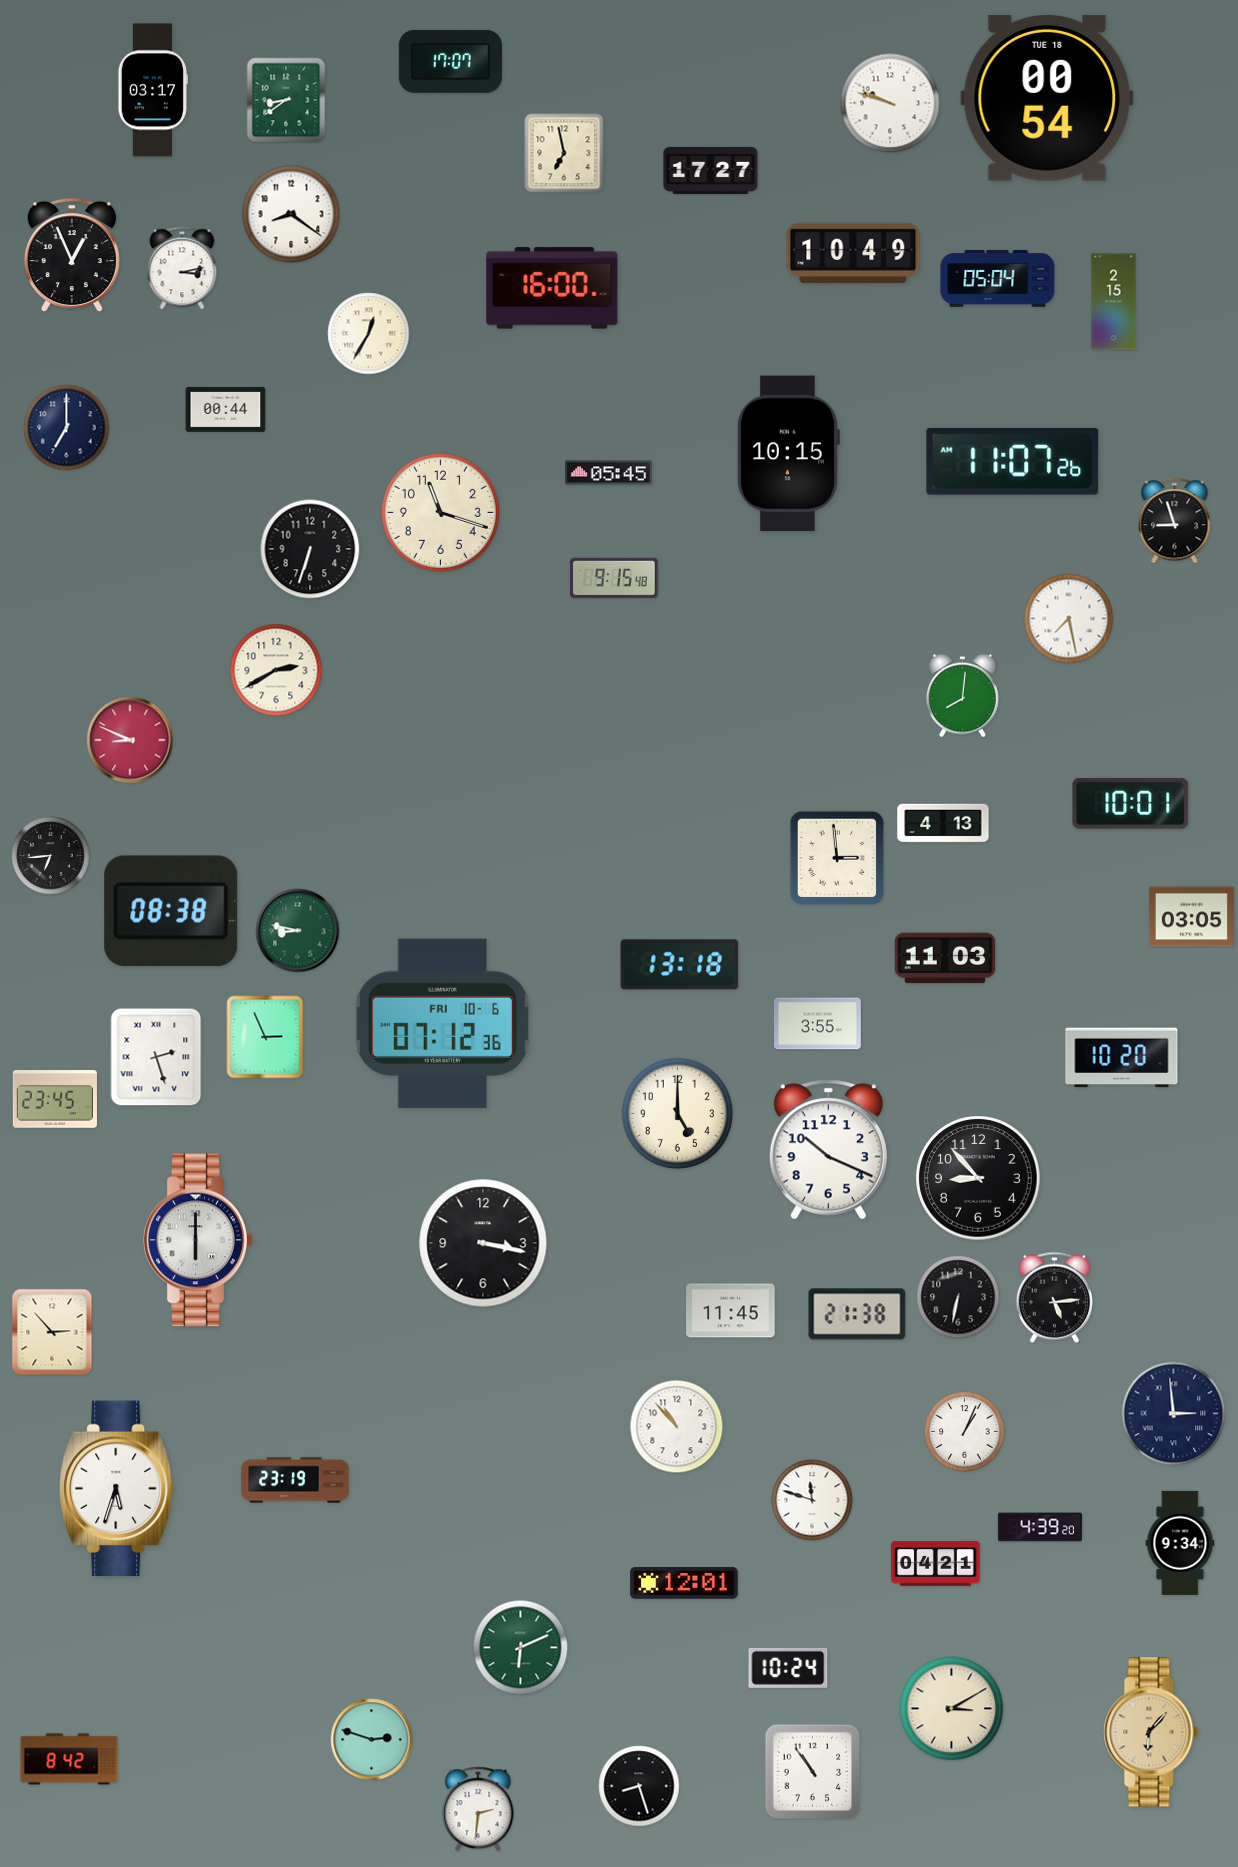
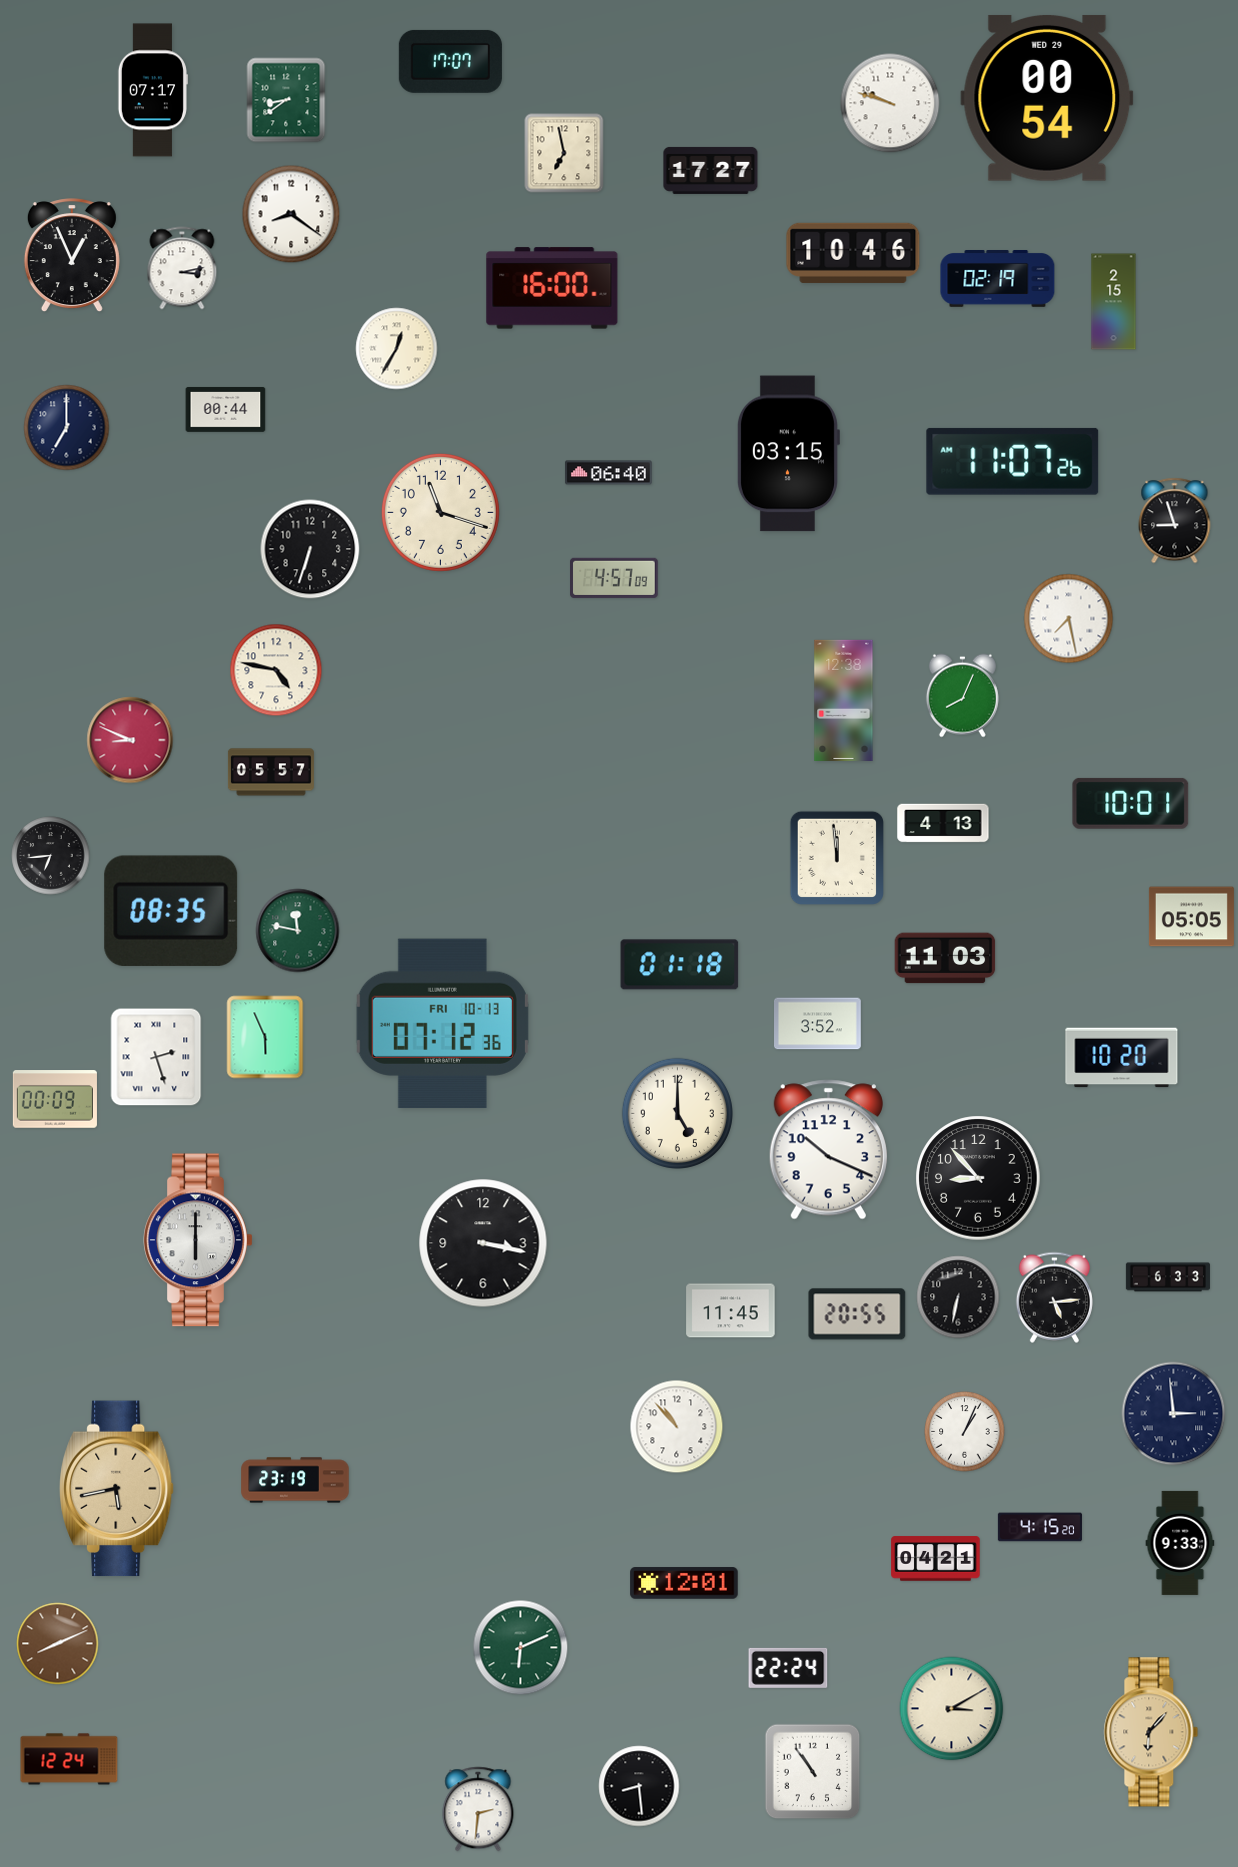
clock at (153, 90): 03:17 -> 07:17
clock at (1047, 98) date: TUE 18 -> WED 29
clock at (853, 253): 10:49 -> 10:46
clock at (998, 279): 05:04 -> 02:19
clock at (369, 334) position: (369, 334) -> (397, 349)
clock at (788, 454): 10:15 -> 03:15
clock at (608, 473): 05:45 -> 06:40
clock at (615, 578): 9:15 -> 4:57
clock at (276, 670): 2:40 -> 4:47
clock at (962, 696): 8:01 -> 8:04
clock at (844, 700): none -> 12:38
clock at (271, 772): none -> 05:57
clock at (836, 857): 2:59 -> 11:59
clock at (171, 911): 08:38 -> 08:35
clock at (1191, 917): 03:05 -> 05:05
clock at (298, 931): 8:47 -> 11:47
clock at (680, 965): 13:18 -> 01:18
clock at (442, 1024) date: FRI 10-6 -> FRI 10-13
clock at (818, 1024): 3:55 -> 3:52
clock at (265, 1037): 2:56 -> 5:56
clock at (55, 1099): 23:45 -> 00:09
clock at (1168, 1277): none -> 6:33
clock at (857, 1314): 21:38 -> 20:55
clock at (52, 1332): 2:53 -> none
clock at (117, 1489): 5:33 -> 5:43
clock at (117, 1489) dial: white -> champagne
clock at (812, 1500): 11:48 -> none
clock at (1040, 1527): 4:39 -> 4:15
clock at (1180, 1543): 9:34 -> 9:33
clock at (936, 1564) position: (936, 1564) -> (936, 1559)
clock at (58, 1644): none -> 8:11
clock at (788, 1668): 10:24 -> 22:24
clock at (372, 1740): 2:48 -> none
clock at (69, 1759): 8:42 -> 12:24
clock at (639, 1786): 8:27 -> 8:29
